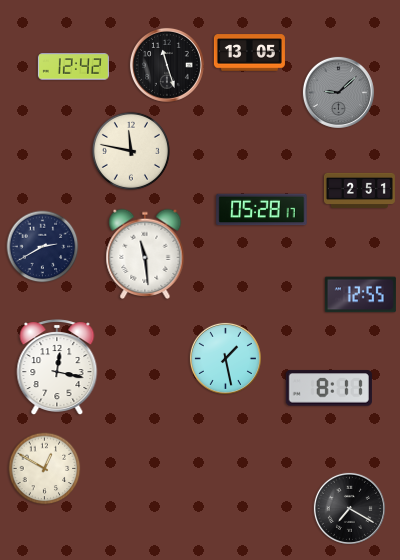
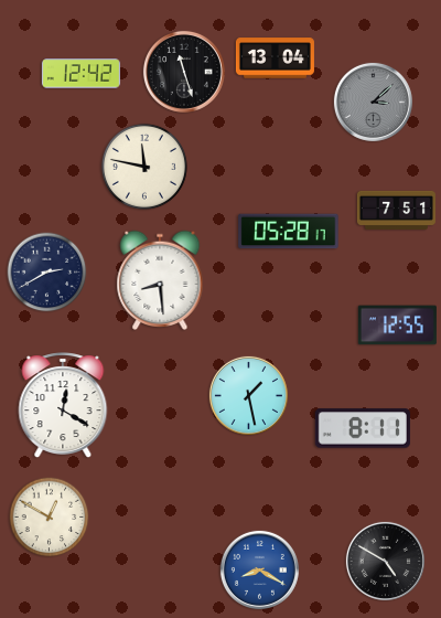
clock at (249, 53): 13:05 -> 13:04
clock at (338, 92): 9:08 -> 3:08
clock at (359, 190): 2:51 -> 7:51
clock at (145, 253): 11:29 -> 8:29
clock at (57, 367): 12:17 -> 12:20
clock at (349, 508): 7:20 -> 4:50
clock at (259, 569): none -> 8:20
